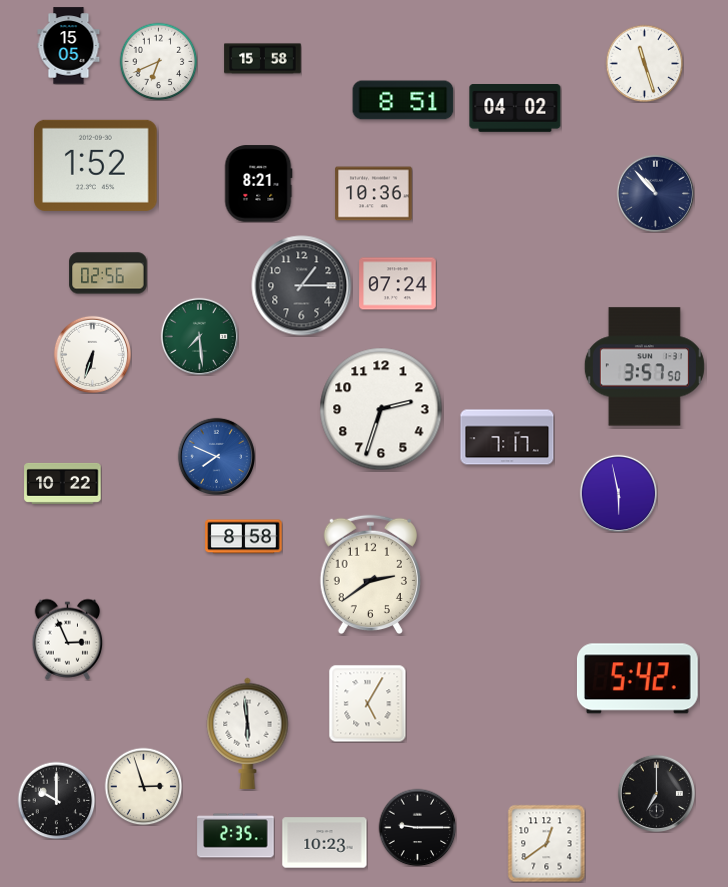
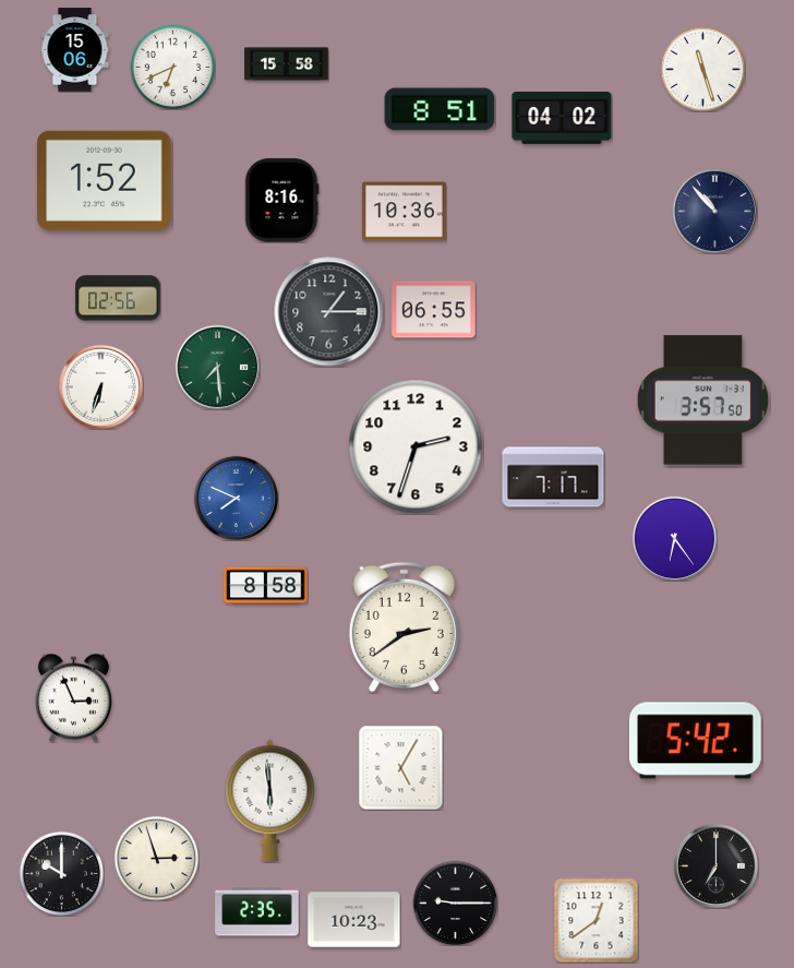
clock at (69, 46): 15:05 -> 15:06
clock at (258, 184): 8:21 -> 8:16
clock at (374, 194) position: (374, 194) -> (405, 212)
clock at (398, 284): 07:24 -> 06:55
clock at (63, 483): 10:22 -> none
clock at (618, 493): 5:58 -> 6:24
